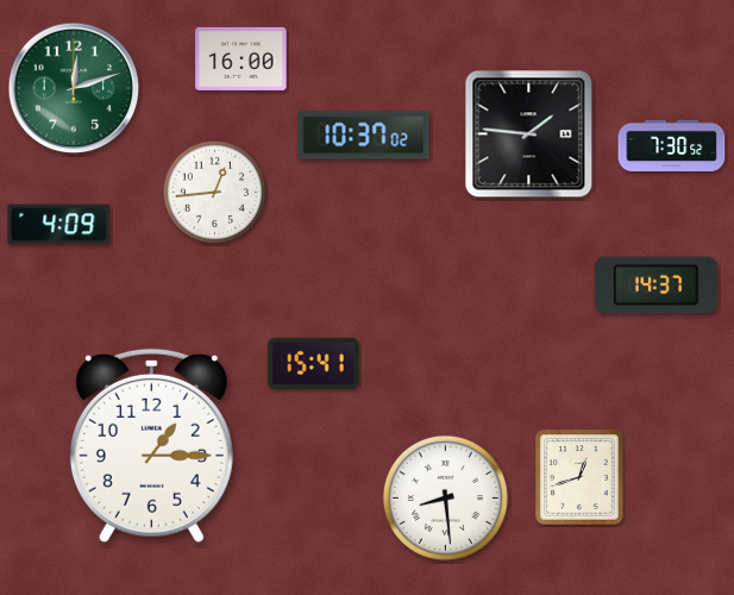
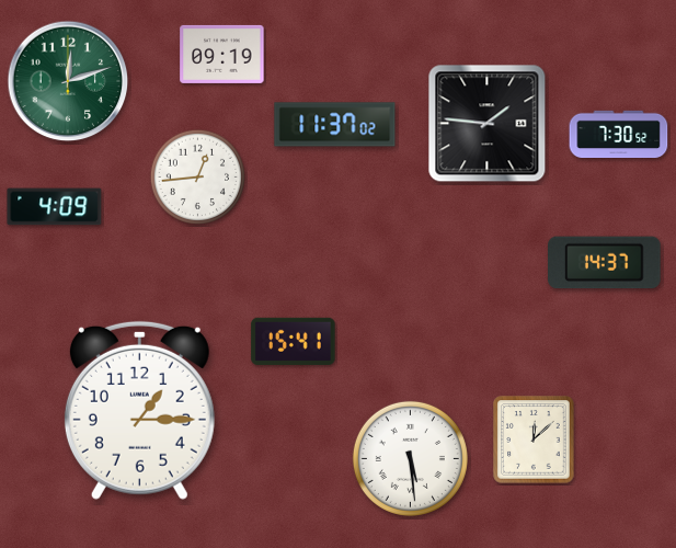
clock at (241, 58): 16:00 -> 09:19
clock at (364, 136): 10:37 -> 11:37
clock at (314, 363) position: (314, 363) -> (294, 341)
clock at (579, 477): 12:42 -> 12:08
clock at (445, 497): 8:29 -> 5:29
